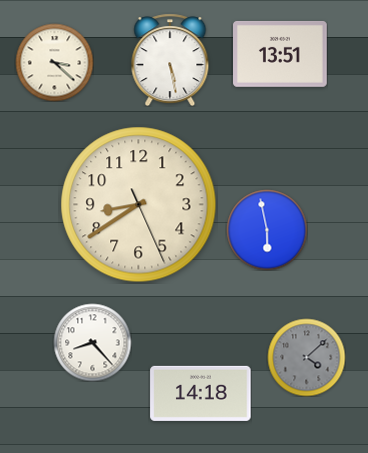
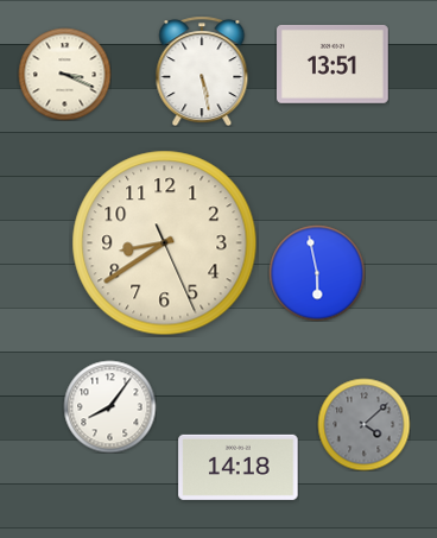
clock at (54, 62): 3:22 -> 3:19
clock at (92, 342): 8:23 -> 8:06
